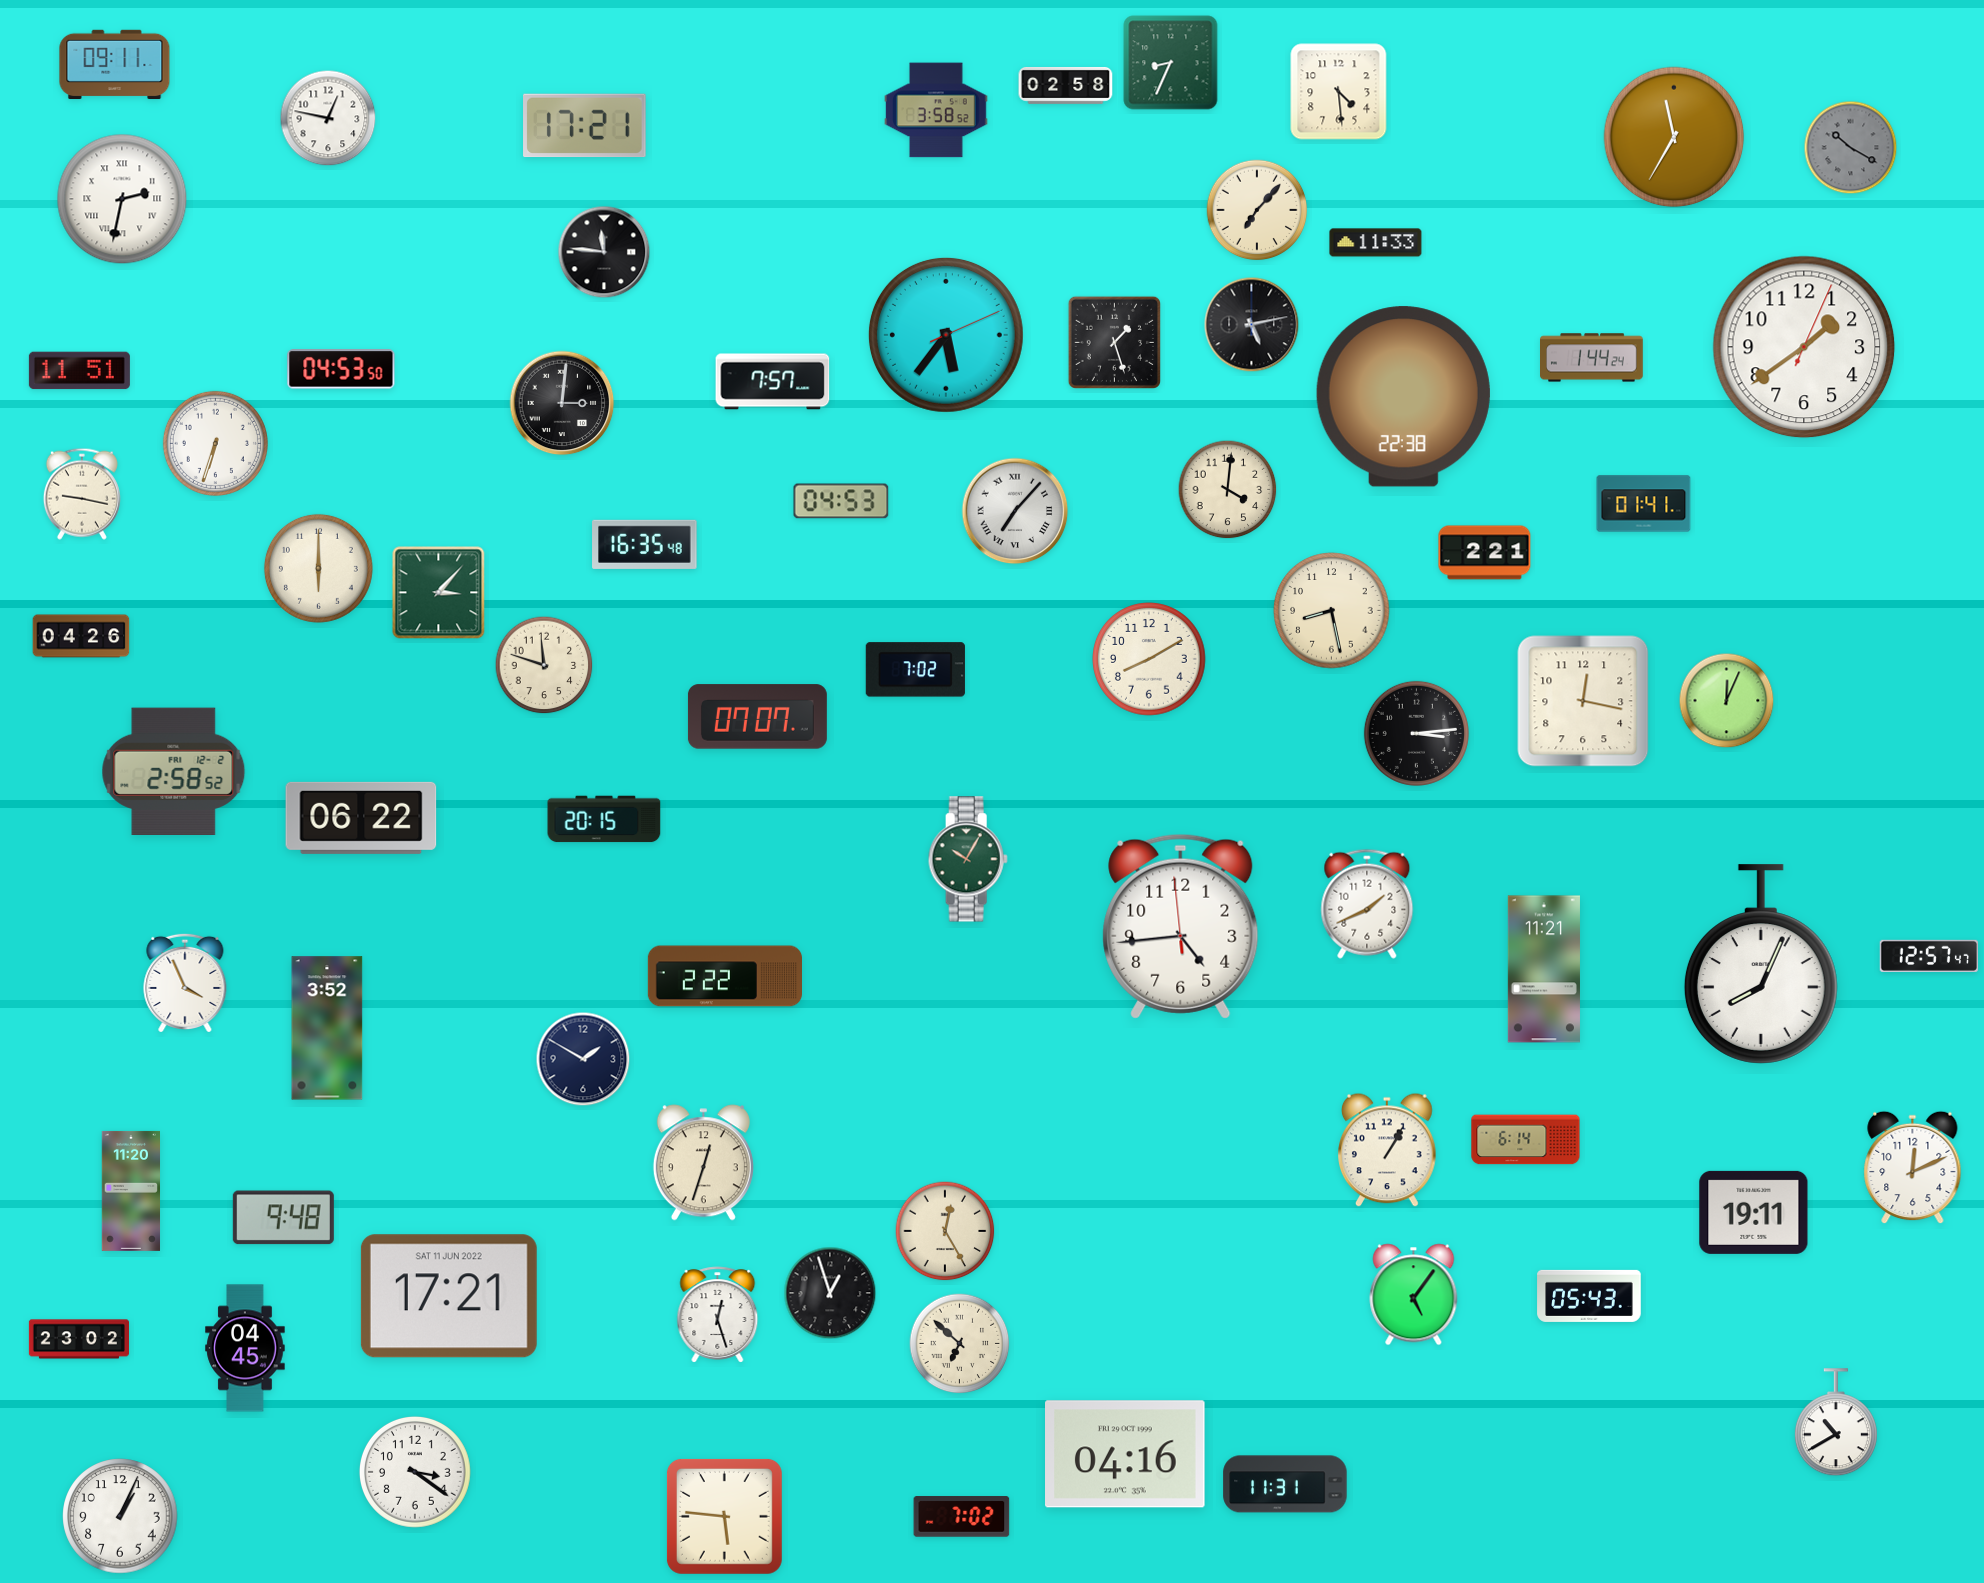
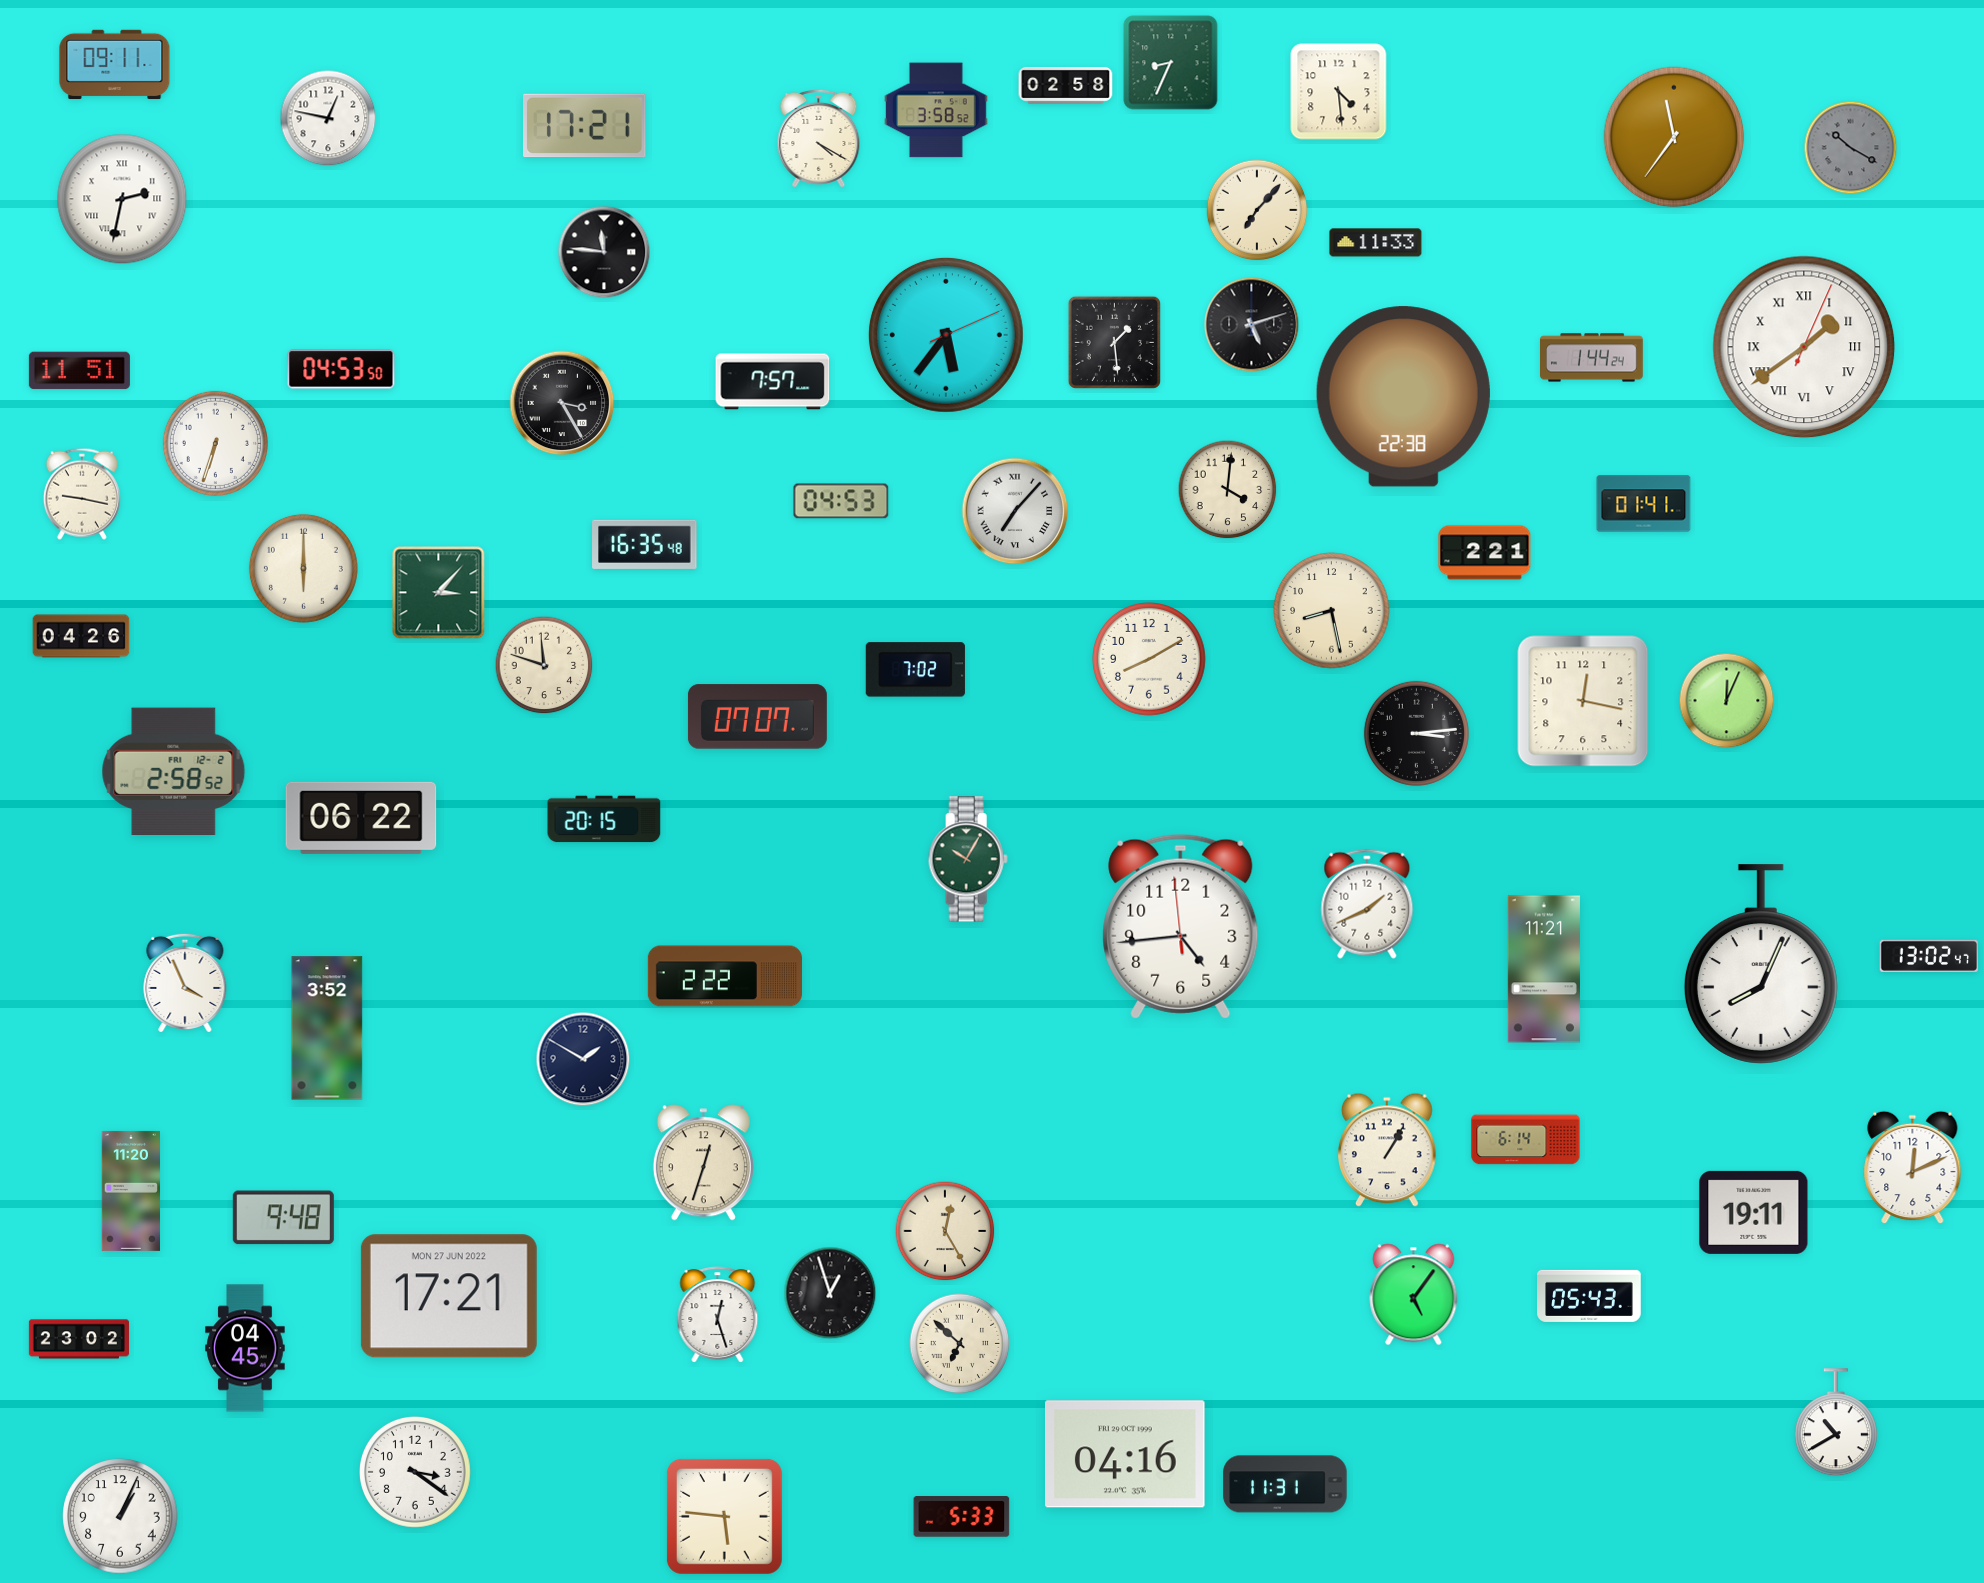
clock at (1674, 137): 11:35 -> 11:36
clock at (819, 138): none -> 4:20
clock at (1252, 325): 5:13 -> 5:12
clock at (1114, 342): 1:27 -> 1:29
clock at (1804, 347) numerals: Arabic -> Roman
clock at (562, 403): 3:01 -> 3:25
clock at (318, 568) position: (318, 568) -> (303, 568)
clock at (1929, 956): 12:57 -> 13:02
clock at (449, 1296) date: SAT 11 JUN 2022 -> MON 27 JUN 2022
clock at (962, 1517): 7:02 -> 5:33
